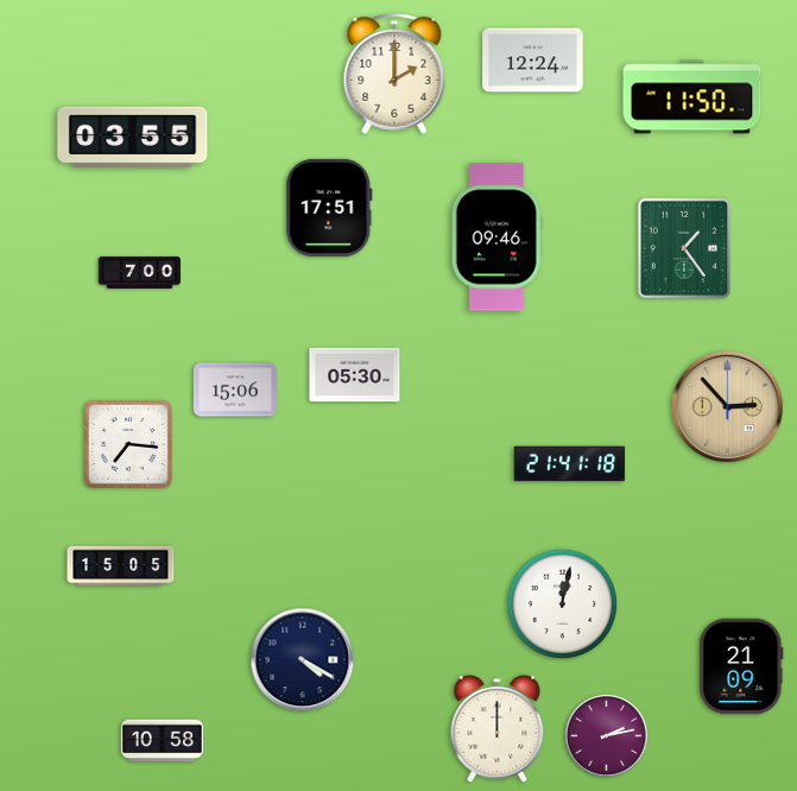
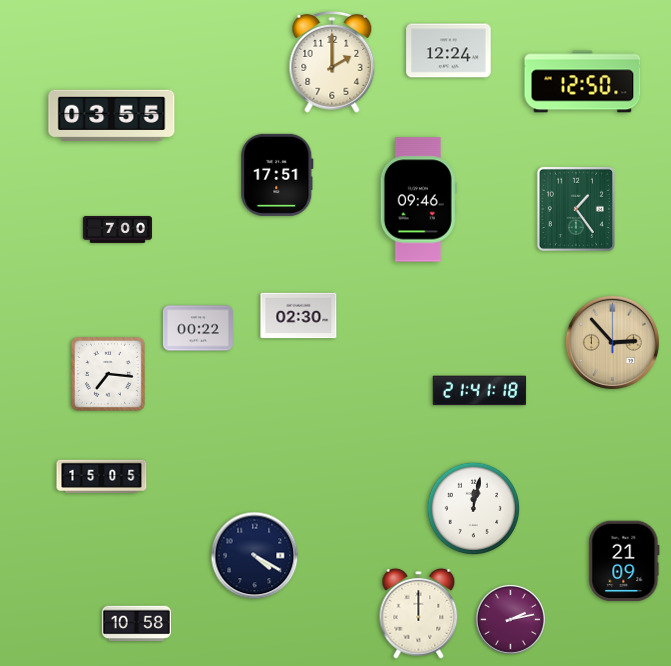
clock at (692, 97): 11:50 -> 12:50
clock at (355, 375): 05:30 -> 02:30
clock at (235, 390): 15:06 -> 00:22
